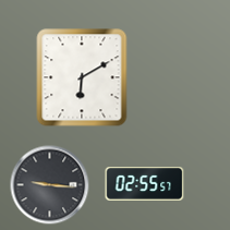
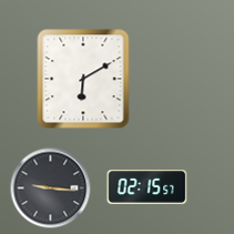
clock at (145, 184): 02:55 -> 02:15
